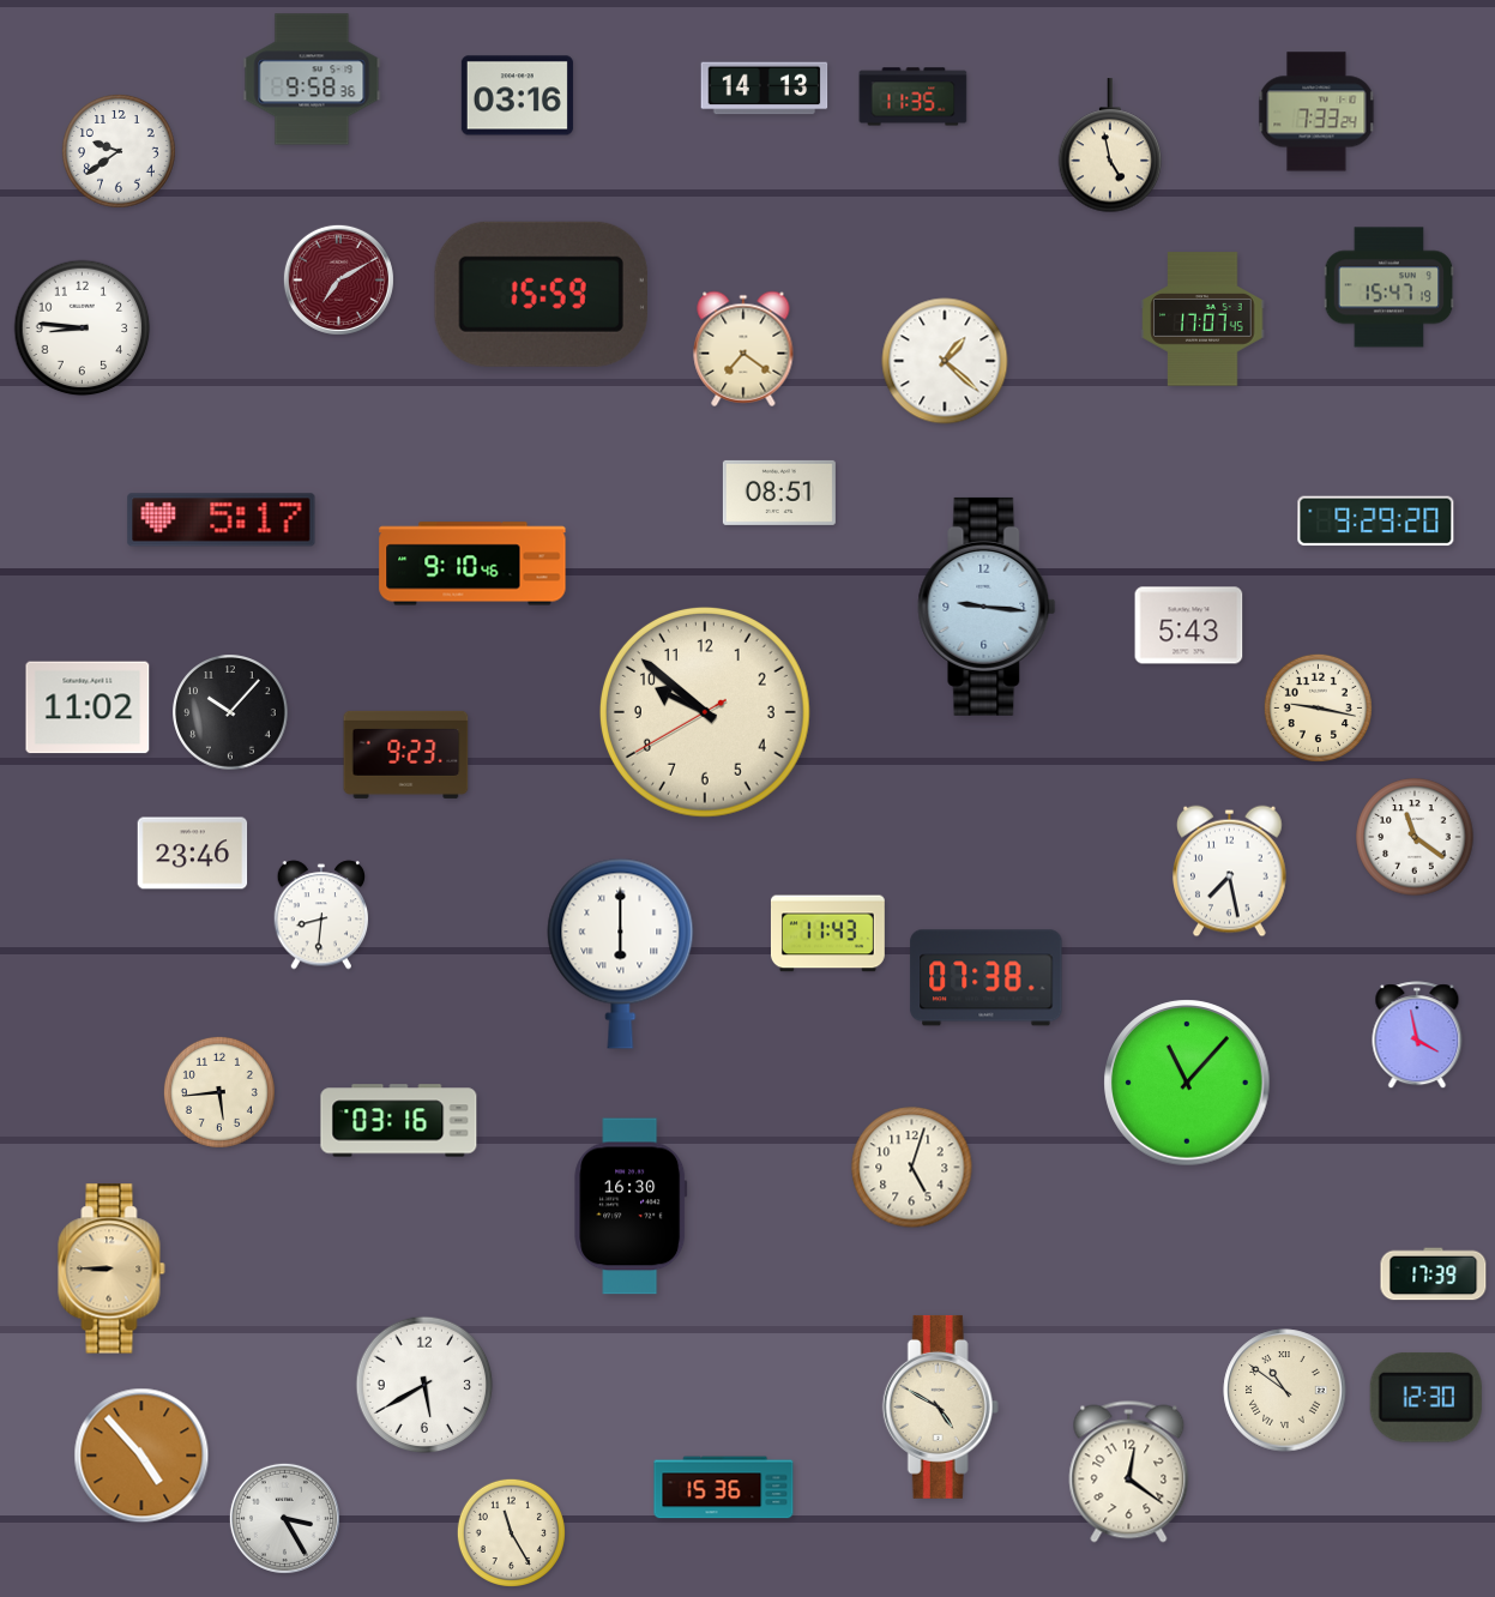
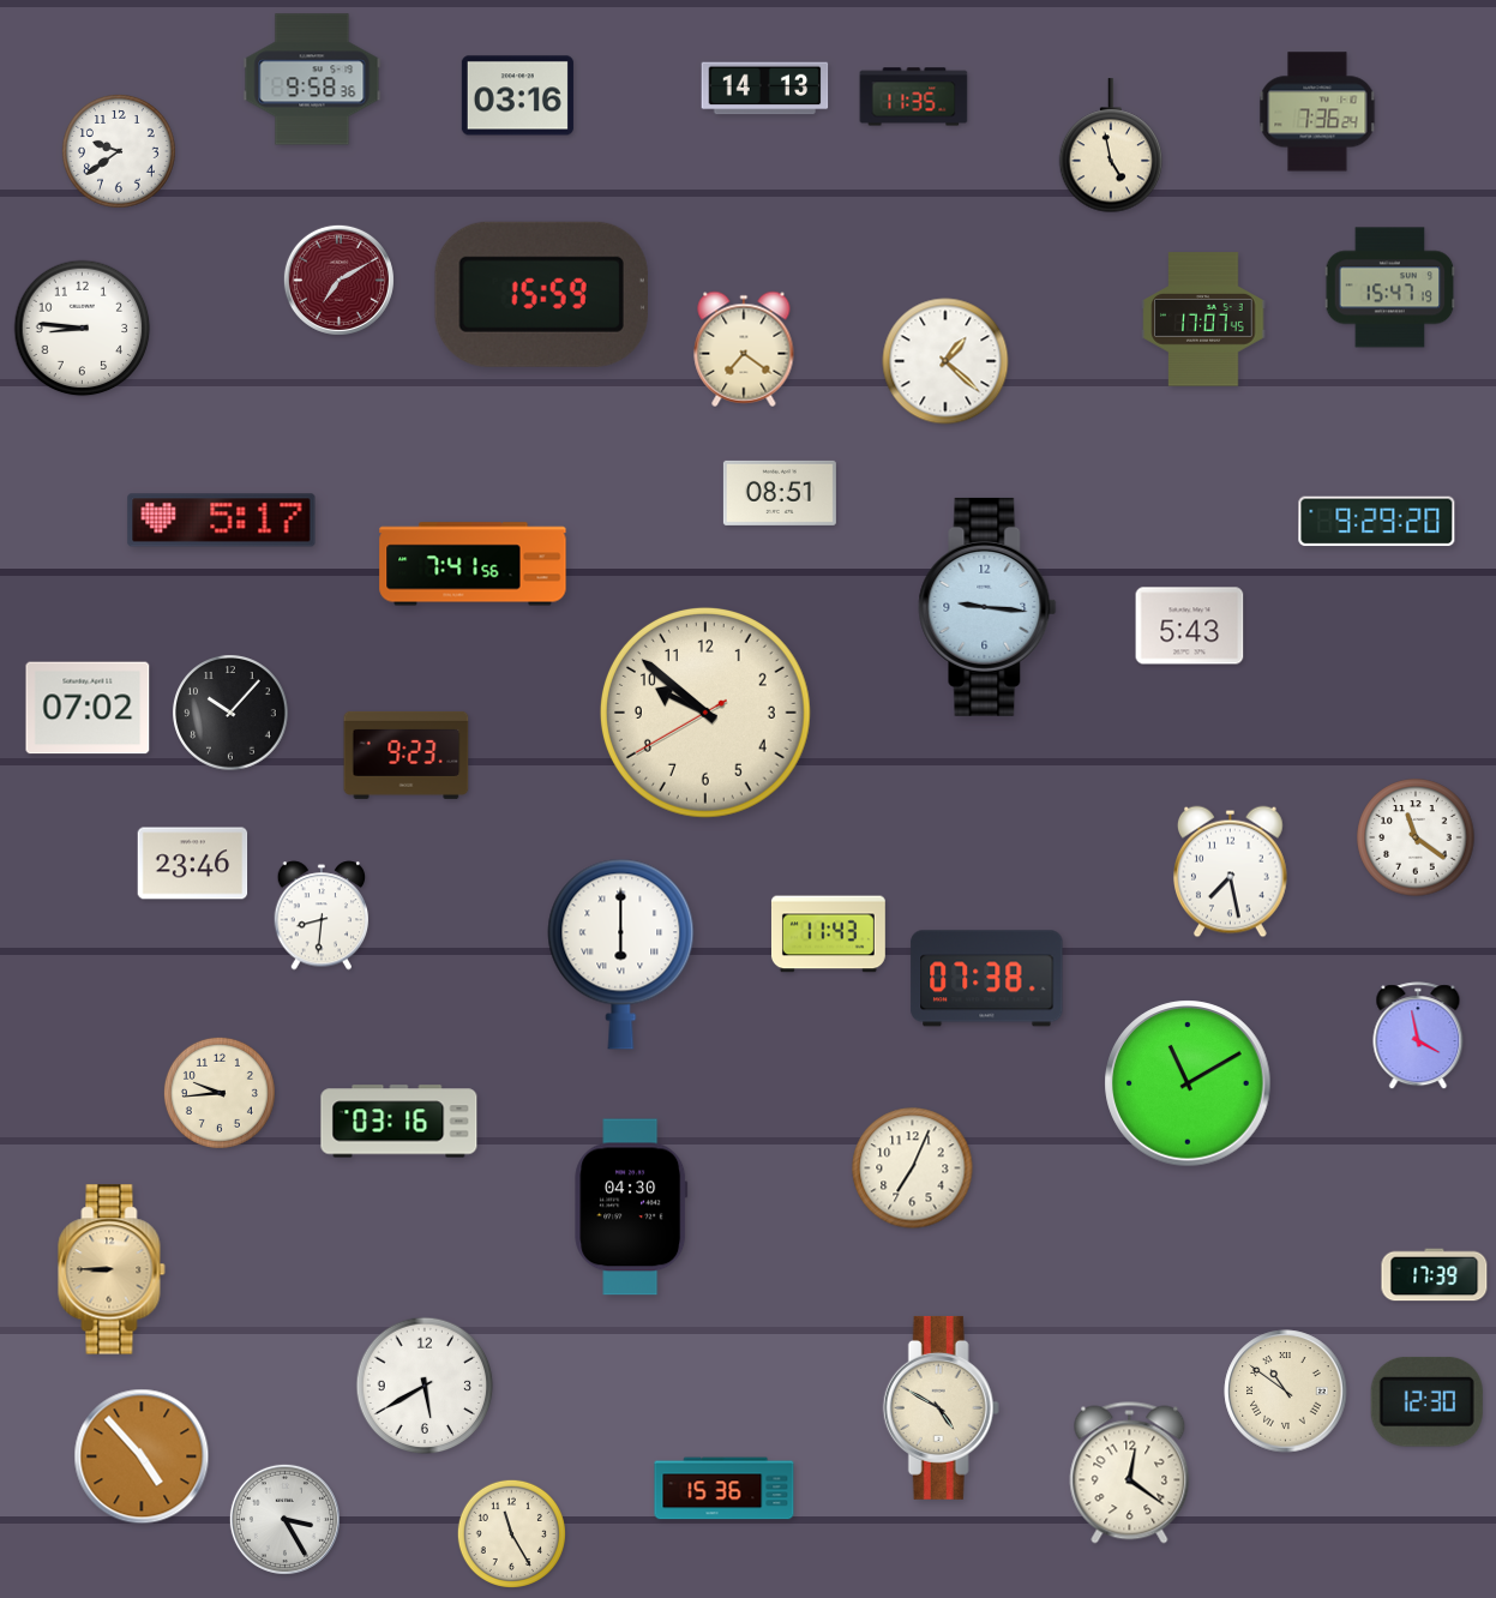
clock at (1316, 112): 7:33 -> 7:36
clock at (472, 564): 9:10 -> 7:41
clock at (88, 707): 11:02 -> 07:02
clock at (1318, 707): 9:17 -> none
clock at (193, 854) position: (193, 854) -> (193, 864)
clock at (1187, 1083): 11:07 -> 11:10
clock at (219, 1092): 5:44 -> 9:44
clock at (912, 1168): 5:03 -> 7:04
clock at (631, 1206): 16:30 -> 04:30
clock at (1425, 1397) position: (1425, 1397) -> (1426, 1401)
